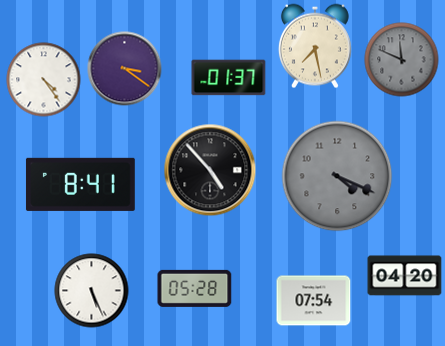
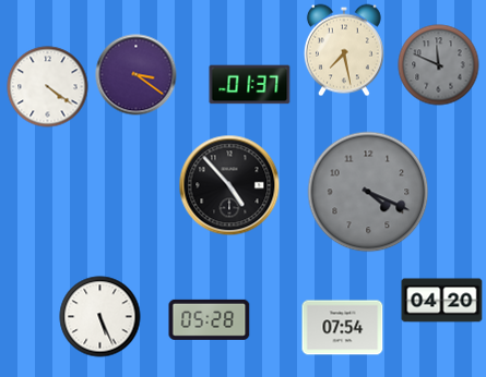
clock at (44, 80): 4:24 -> 4:21
clock at (80, 184): 8:41 -> none
clock at (195, 288) position: (195, 288) -> (210, 319)
